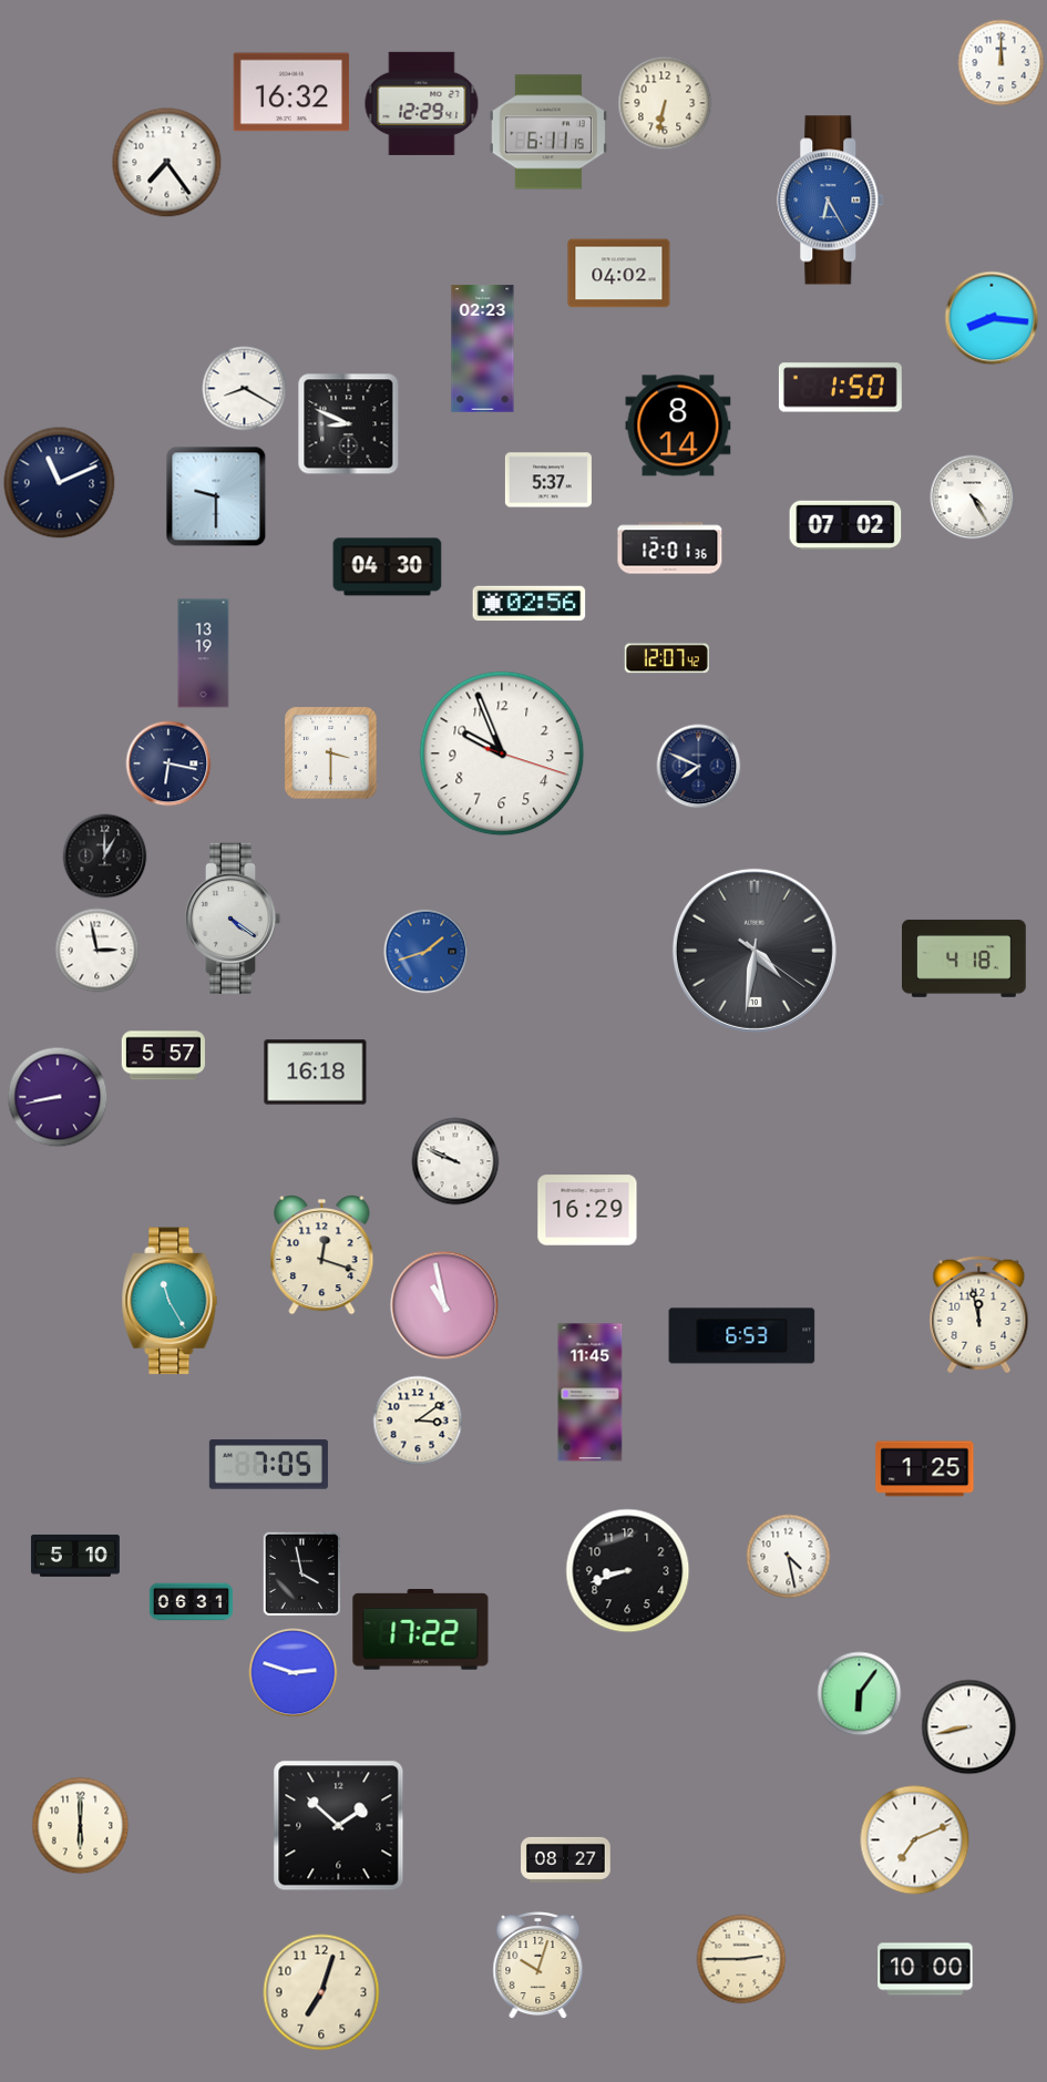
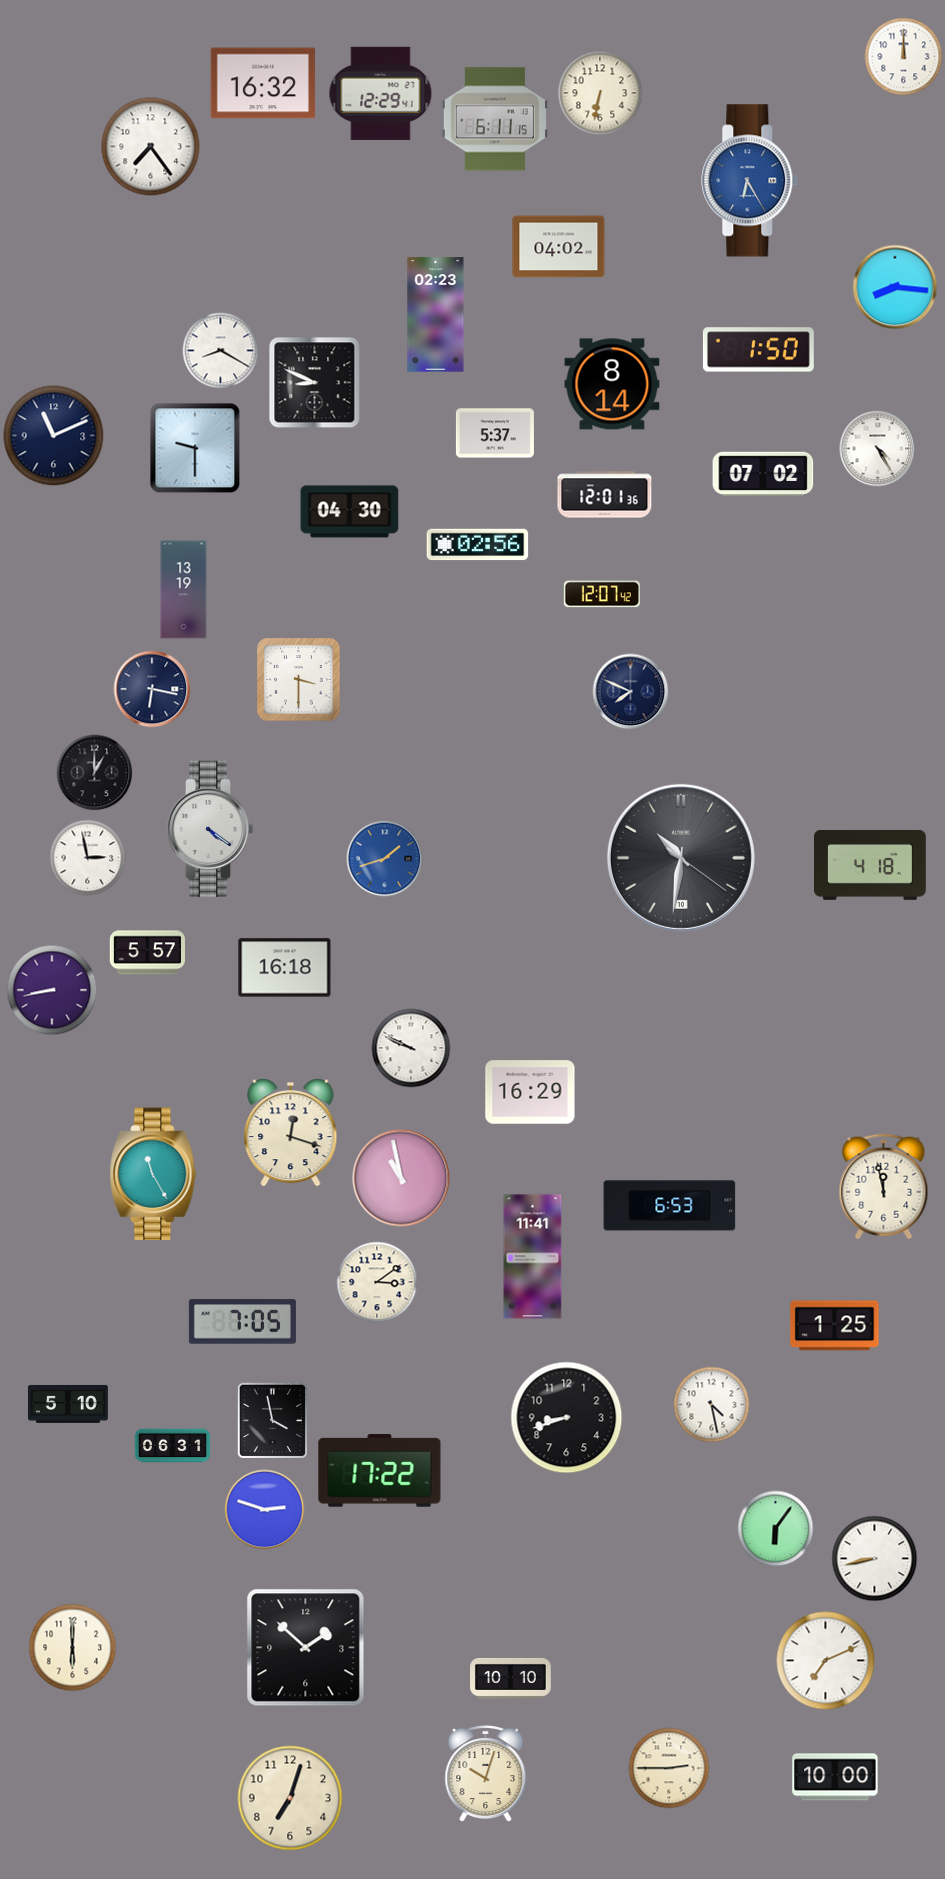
clock at (502, 753): 9:56 -> none
clock at (755, 951): 4:31 -> 10:31
clock at (591, 1393): 11:45 -> 11:41
clock at (566, 1859): 08:27 -> 10:10
